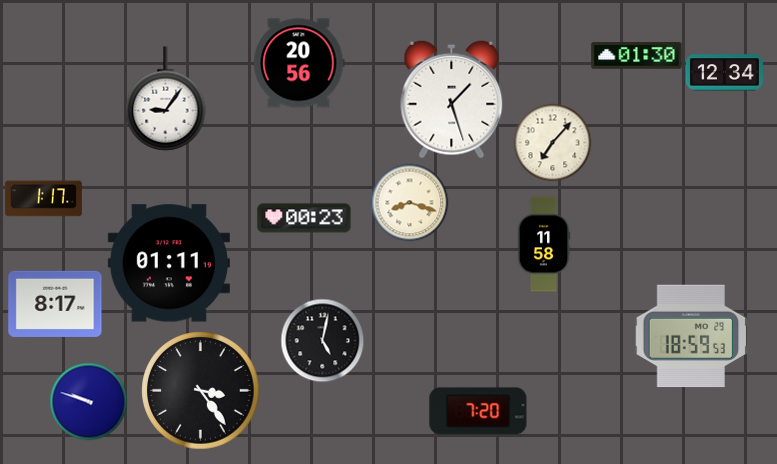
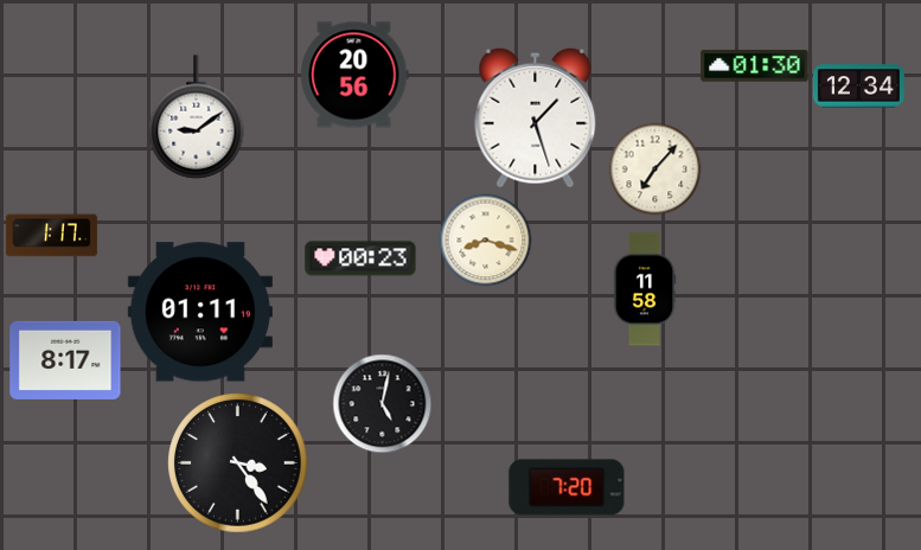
clock at (166, 99): 9:06 -> 9:09
clock at (691, 336): 18:59 -> none
clock at (88, 401): 9:48 -> none
